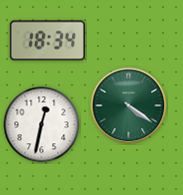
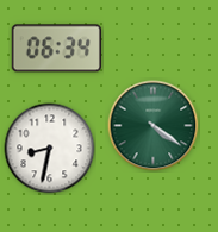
clock at (47, 41): 18:34 -> 06:34
clock at (42, 125): 12:32 -> 8:32
